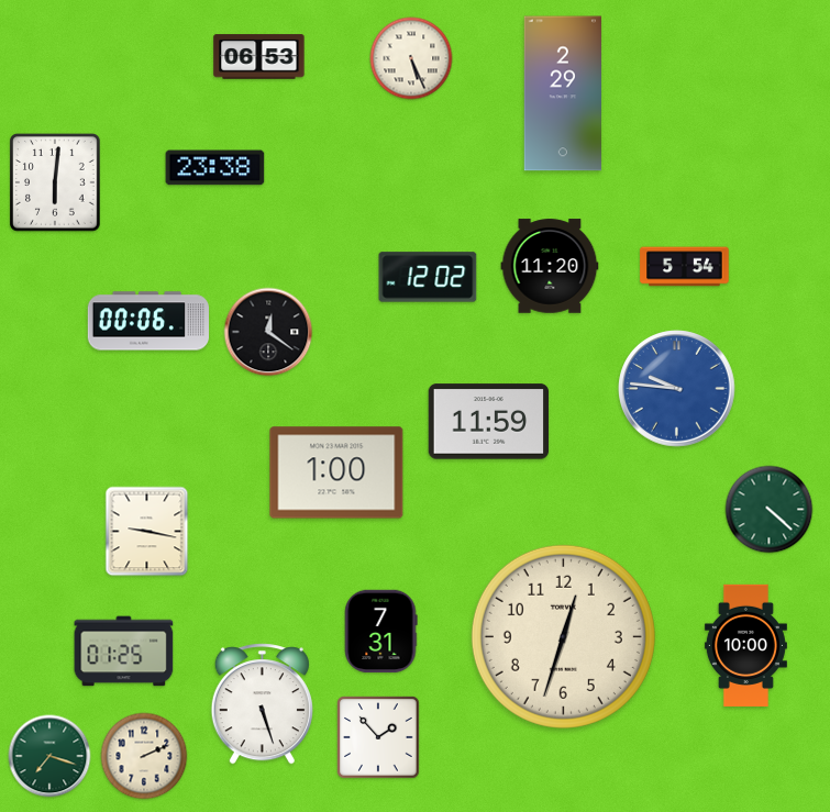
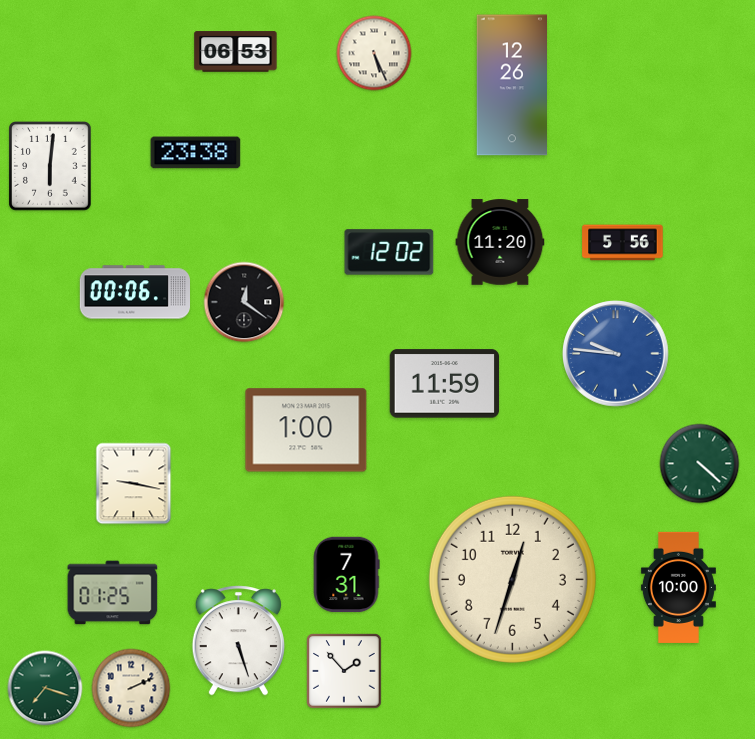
clock at (562, 93): 2:29 -> 12:26
clock at (685, 267): 5:54 -> 5:56
